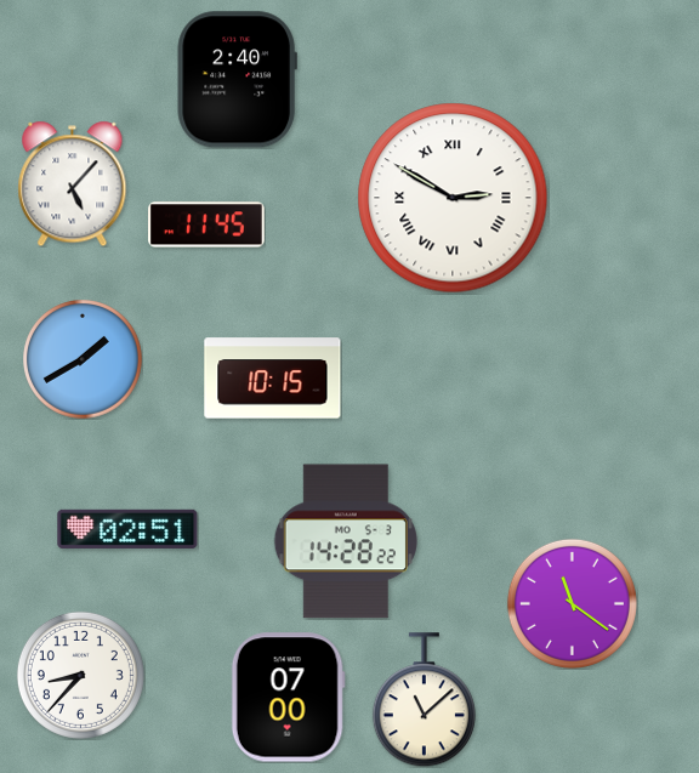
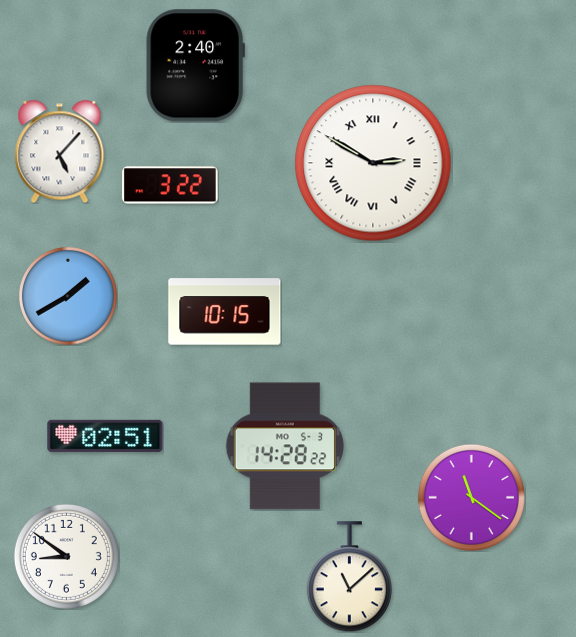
clock at (208, 224): 11:45 -> 3:22
clock at (80, 675): 8:37 -> 8:51
clock at (288, 698): 07:00 -> none
